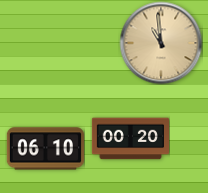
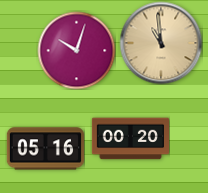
clock at (76, 50): none -> 10:03
clock at (45, 149): 06:10 -> 05:16
